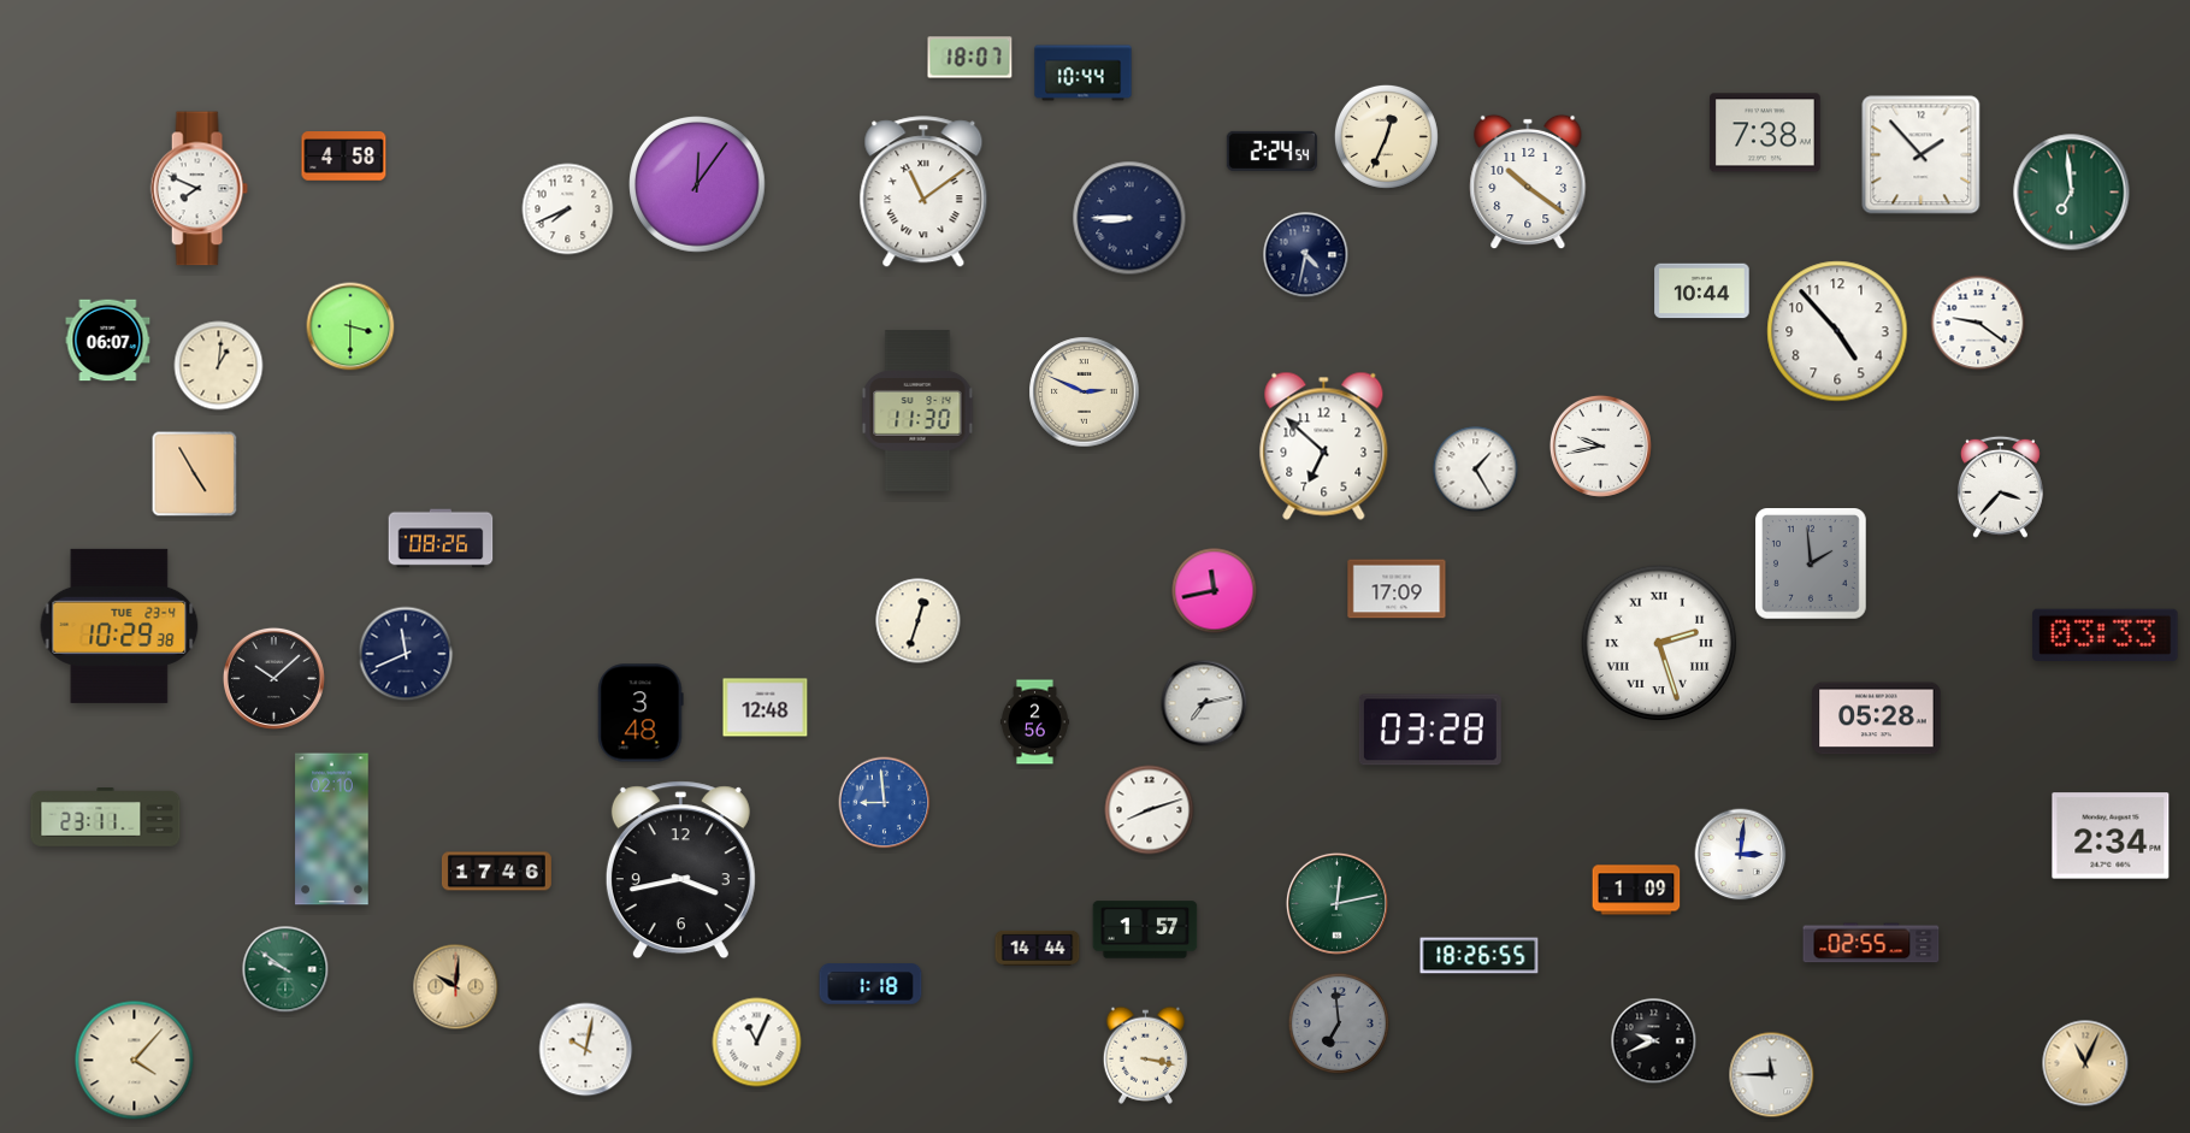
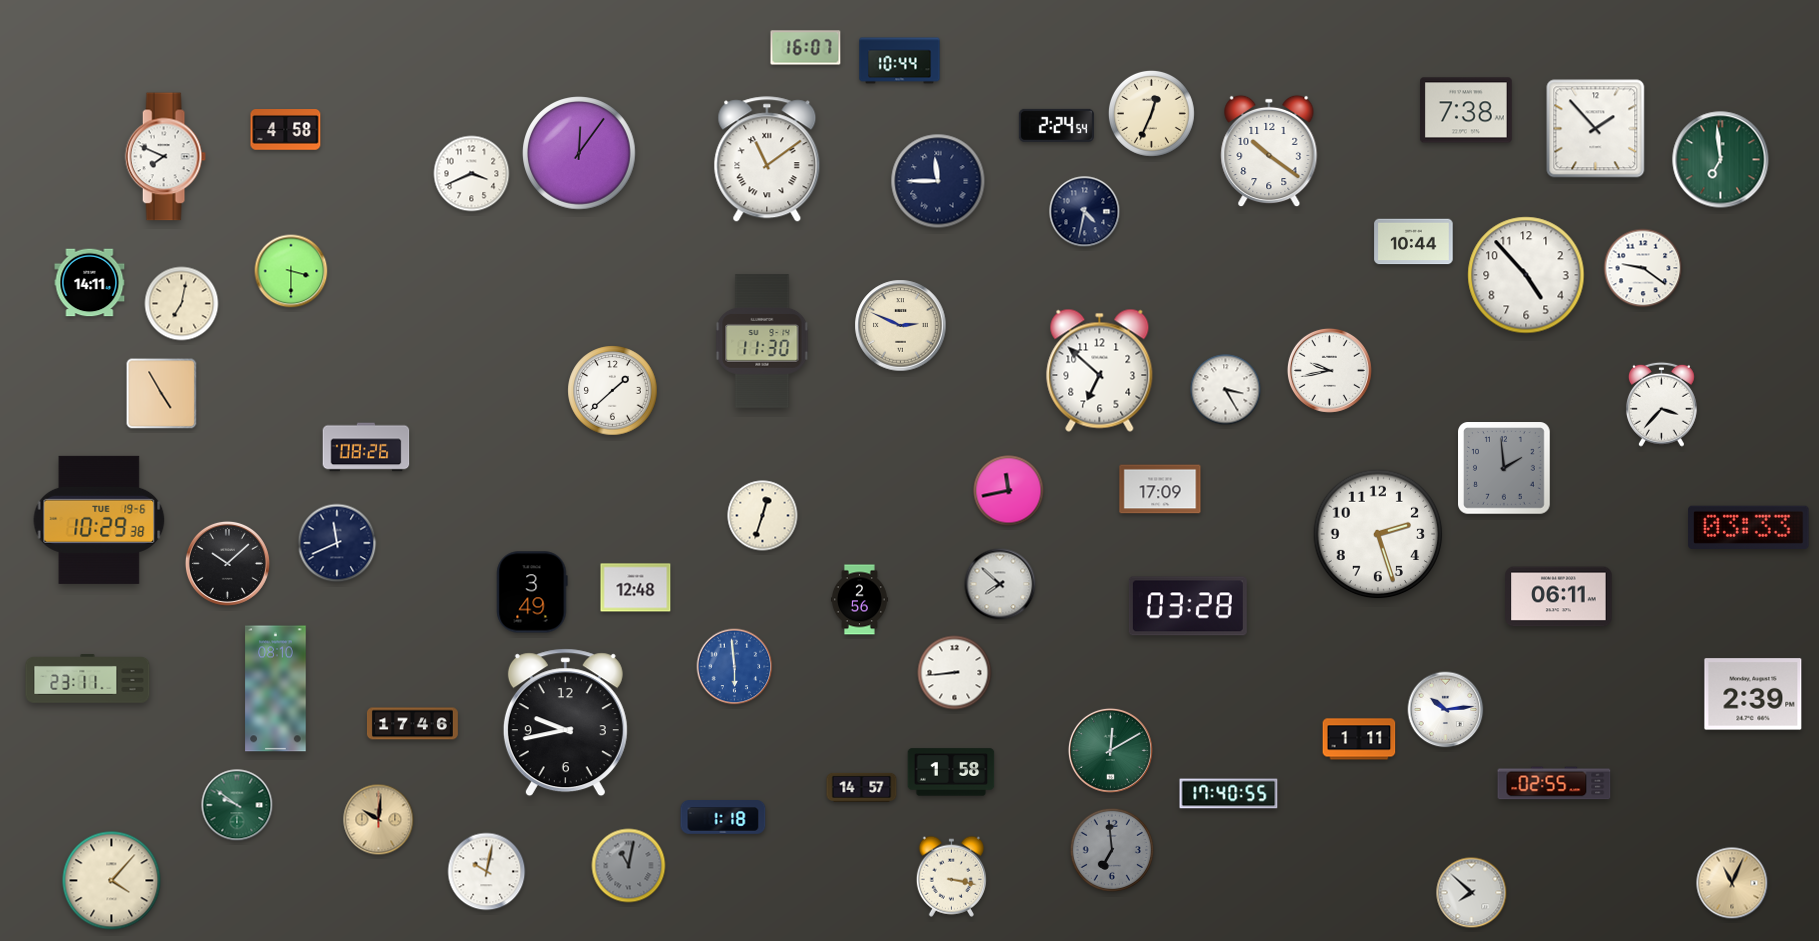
clock at (970, 58): 18:07 -> 16:07
clock at (568, 210): 7:41 -> 3:41
clock at (1129, 218): 8:45 -> 11:45
clock at (108, 341): 06:07 -> 14:11
clock at (219, 366): 1:01 -> 7:02
clock at (1476, 470): 1:25 -> 3:25
clock at (613, 391): none -> 1:38
clock at (119, 626) date: TUE 23-4 -> TUE 19-6
clock at (1659, 643) numerals: Roman -> Arabic
clock at (1204, 703): 7:13 -> 7:52
clock at (641, 713): 3:48 -> 3:49
clock at (1877, 719): 05:28 -> 06:11
clock at (885, 803): 8:59 -> 5:59
clock at (1150, 810): 8:12 -> 8:44
clock at (332, 830): 02:10 -> 08:10
clock at (2111, 836): 2:34 -> 2:39
clock at (1741, 855): 3:01 -> 10:14
clock at (680, 871): 3:43 -> 9:43
clock at (1636, 890): 1:09 -> 1:11
clock at (1336, 903): 12:13 -> 12:10
clock at (1145, 930): 1:57 -> 1:58
clock at (1038, 948): 14:44 -> 14:57
clock at (1480, 956): 18:26 -> 17:40
clock at (1654, 1041): 9:41 -> none
clock at (757, 1043): 11:04 -> 11:02
clock at (757, 1043) dial: white -> grey
clock at (1772, 1075): 11:45 -> 7:52
